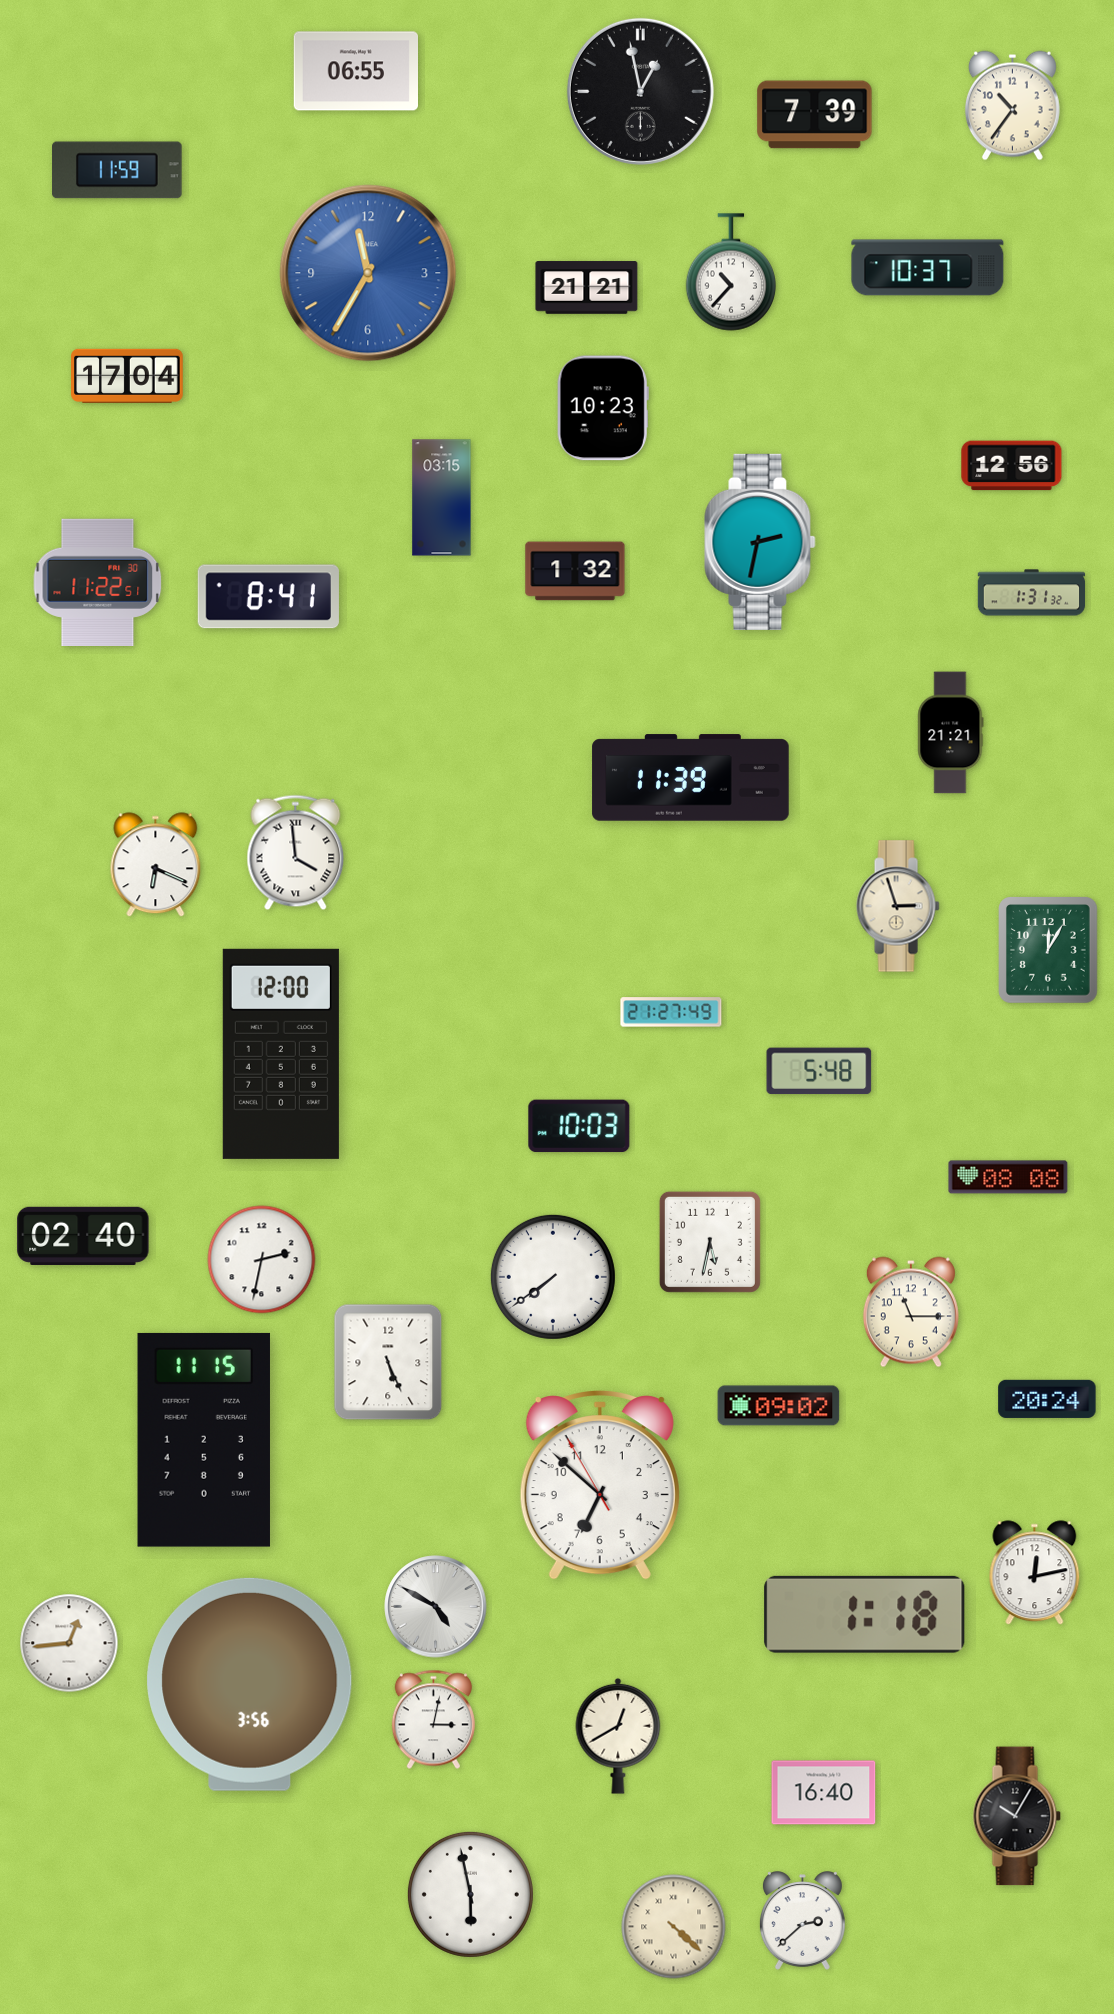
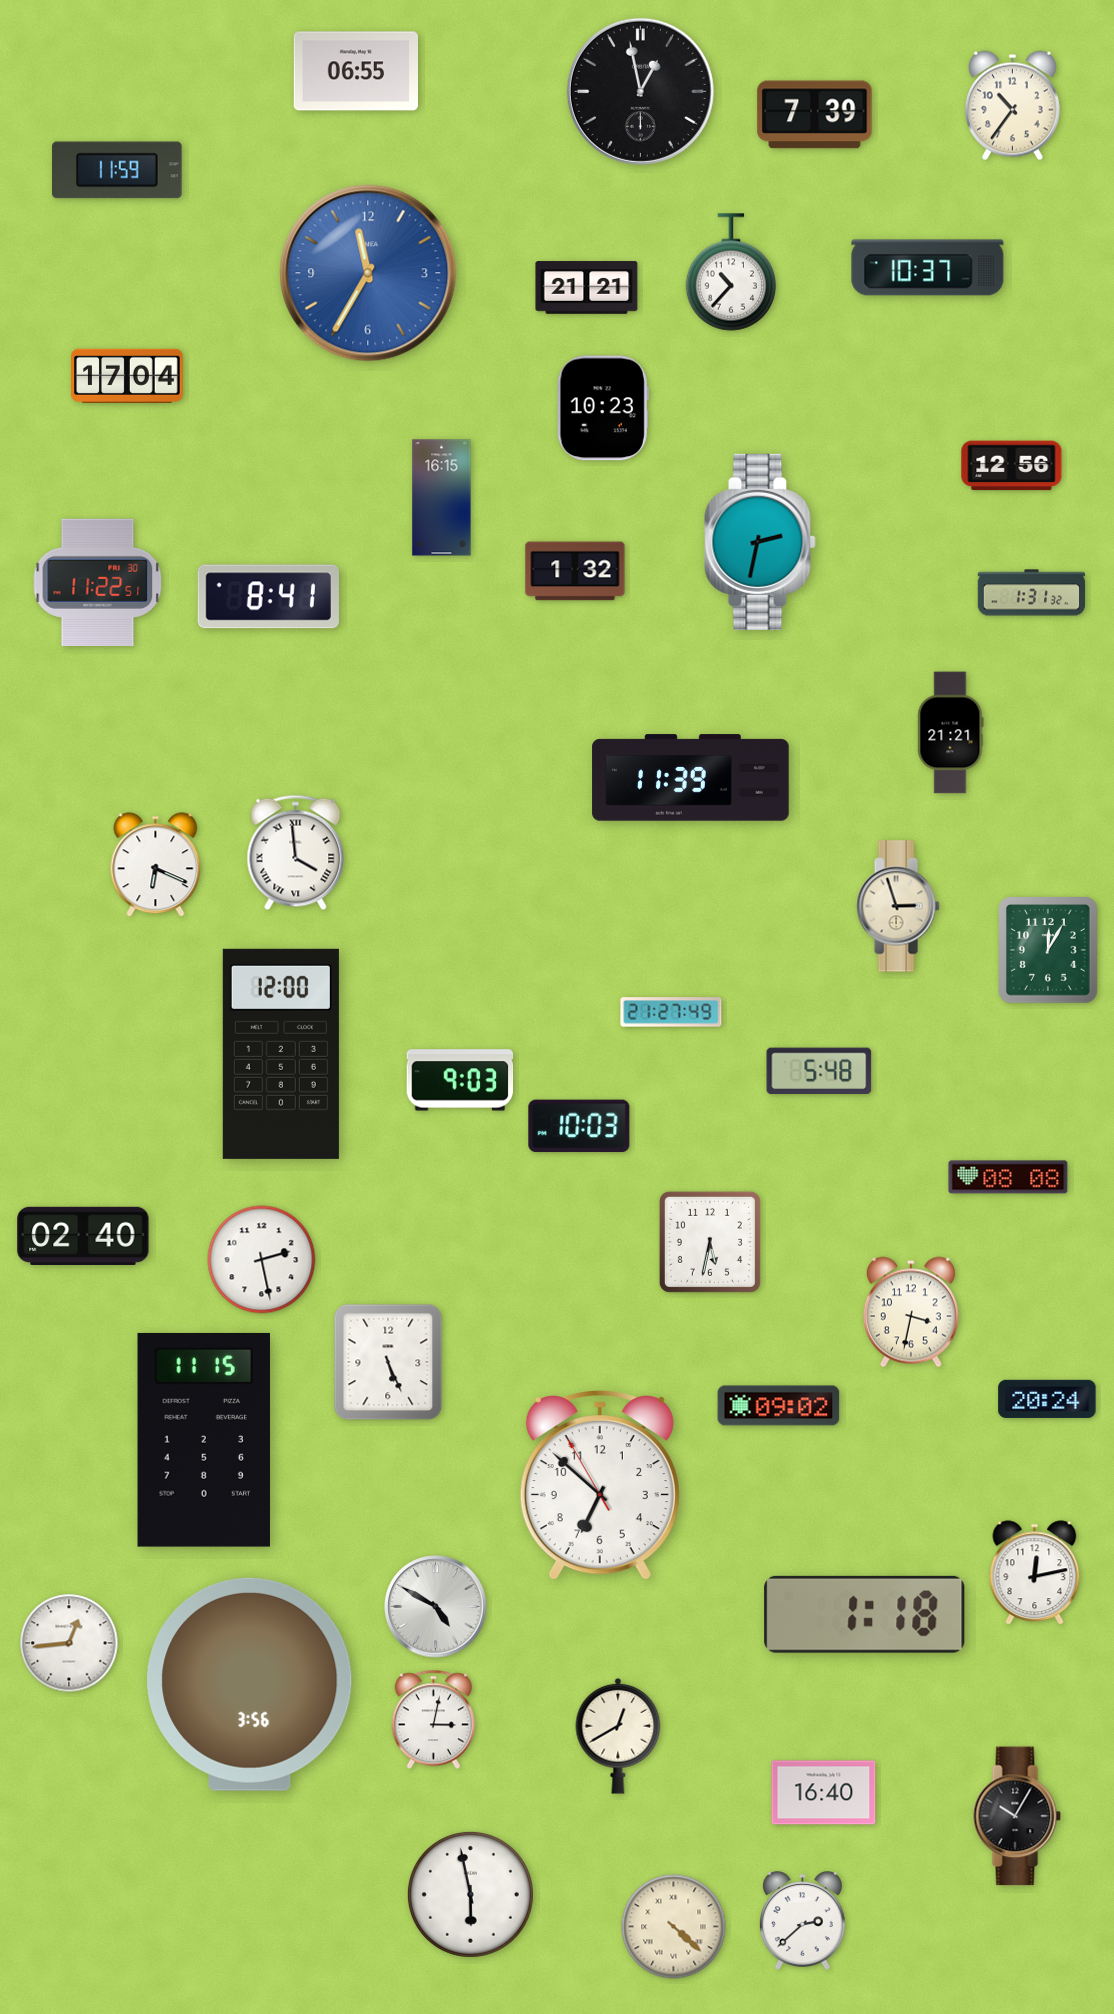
clock at (442, 498): 03:15 -> 16:15
clock at (460, 1080): none -> 9:03
clock at (262, 1260): 2:32 -> 2:28
clock at (553, 1277): 7:39 -> none
clock at (911, 1312): 11:15 -> 3:32
